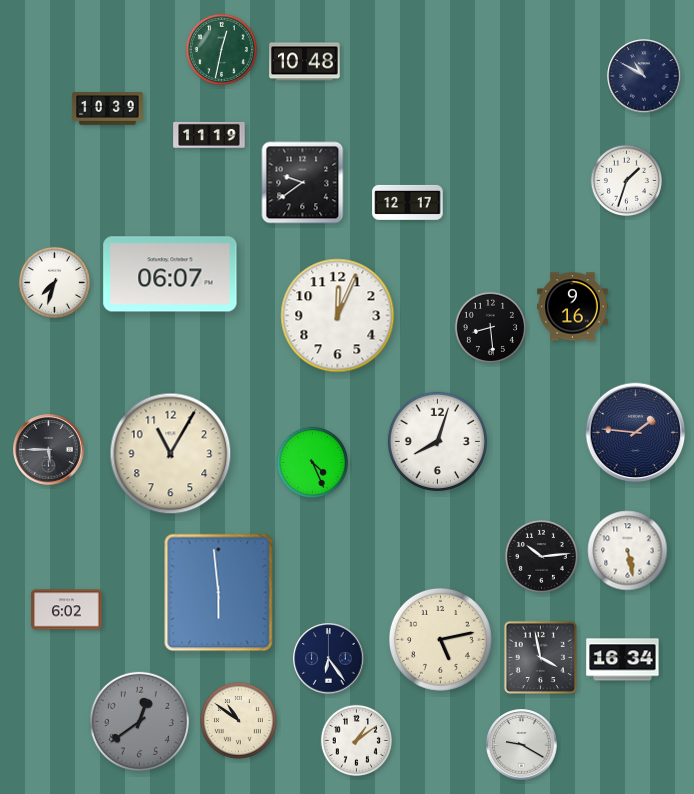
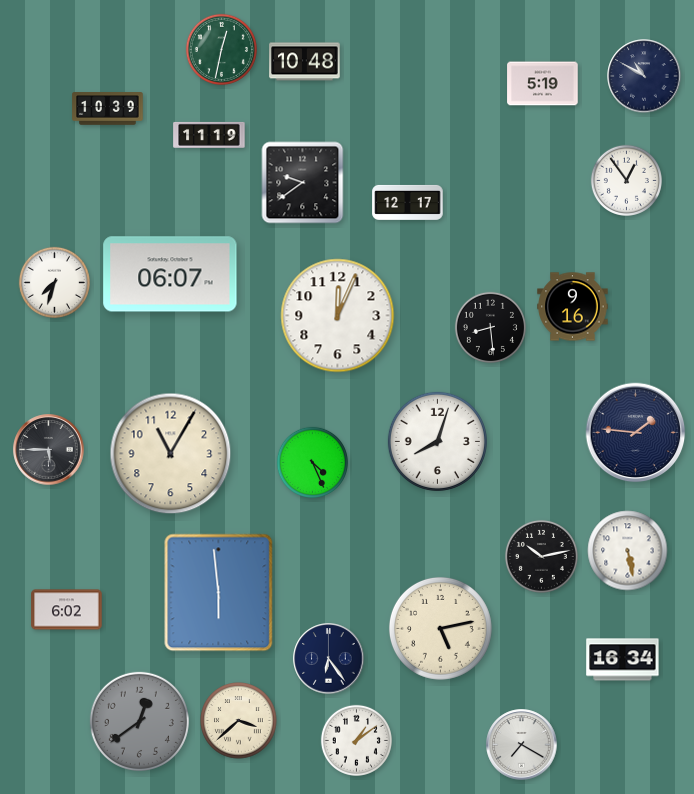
clock at (543, 84): none -> 5:19
clock at (626, 180): 1:33 -> 12:54
clock at (541, 556): 10:14 -> 10:13
clock at (440, 639) position: (440, 639) -> (440, 628)
clock at (540, 657): 3:58 -> none
clock at (239, 721): 10:51 -> 3:38
clock at (522, 745): 9:20 -> 7:20
